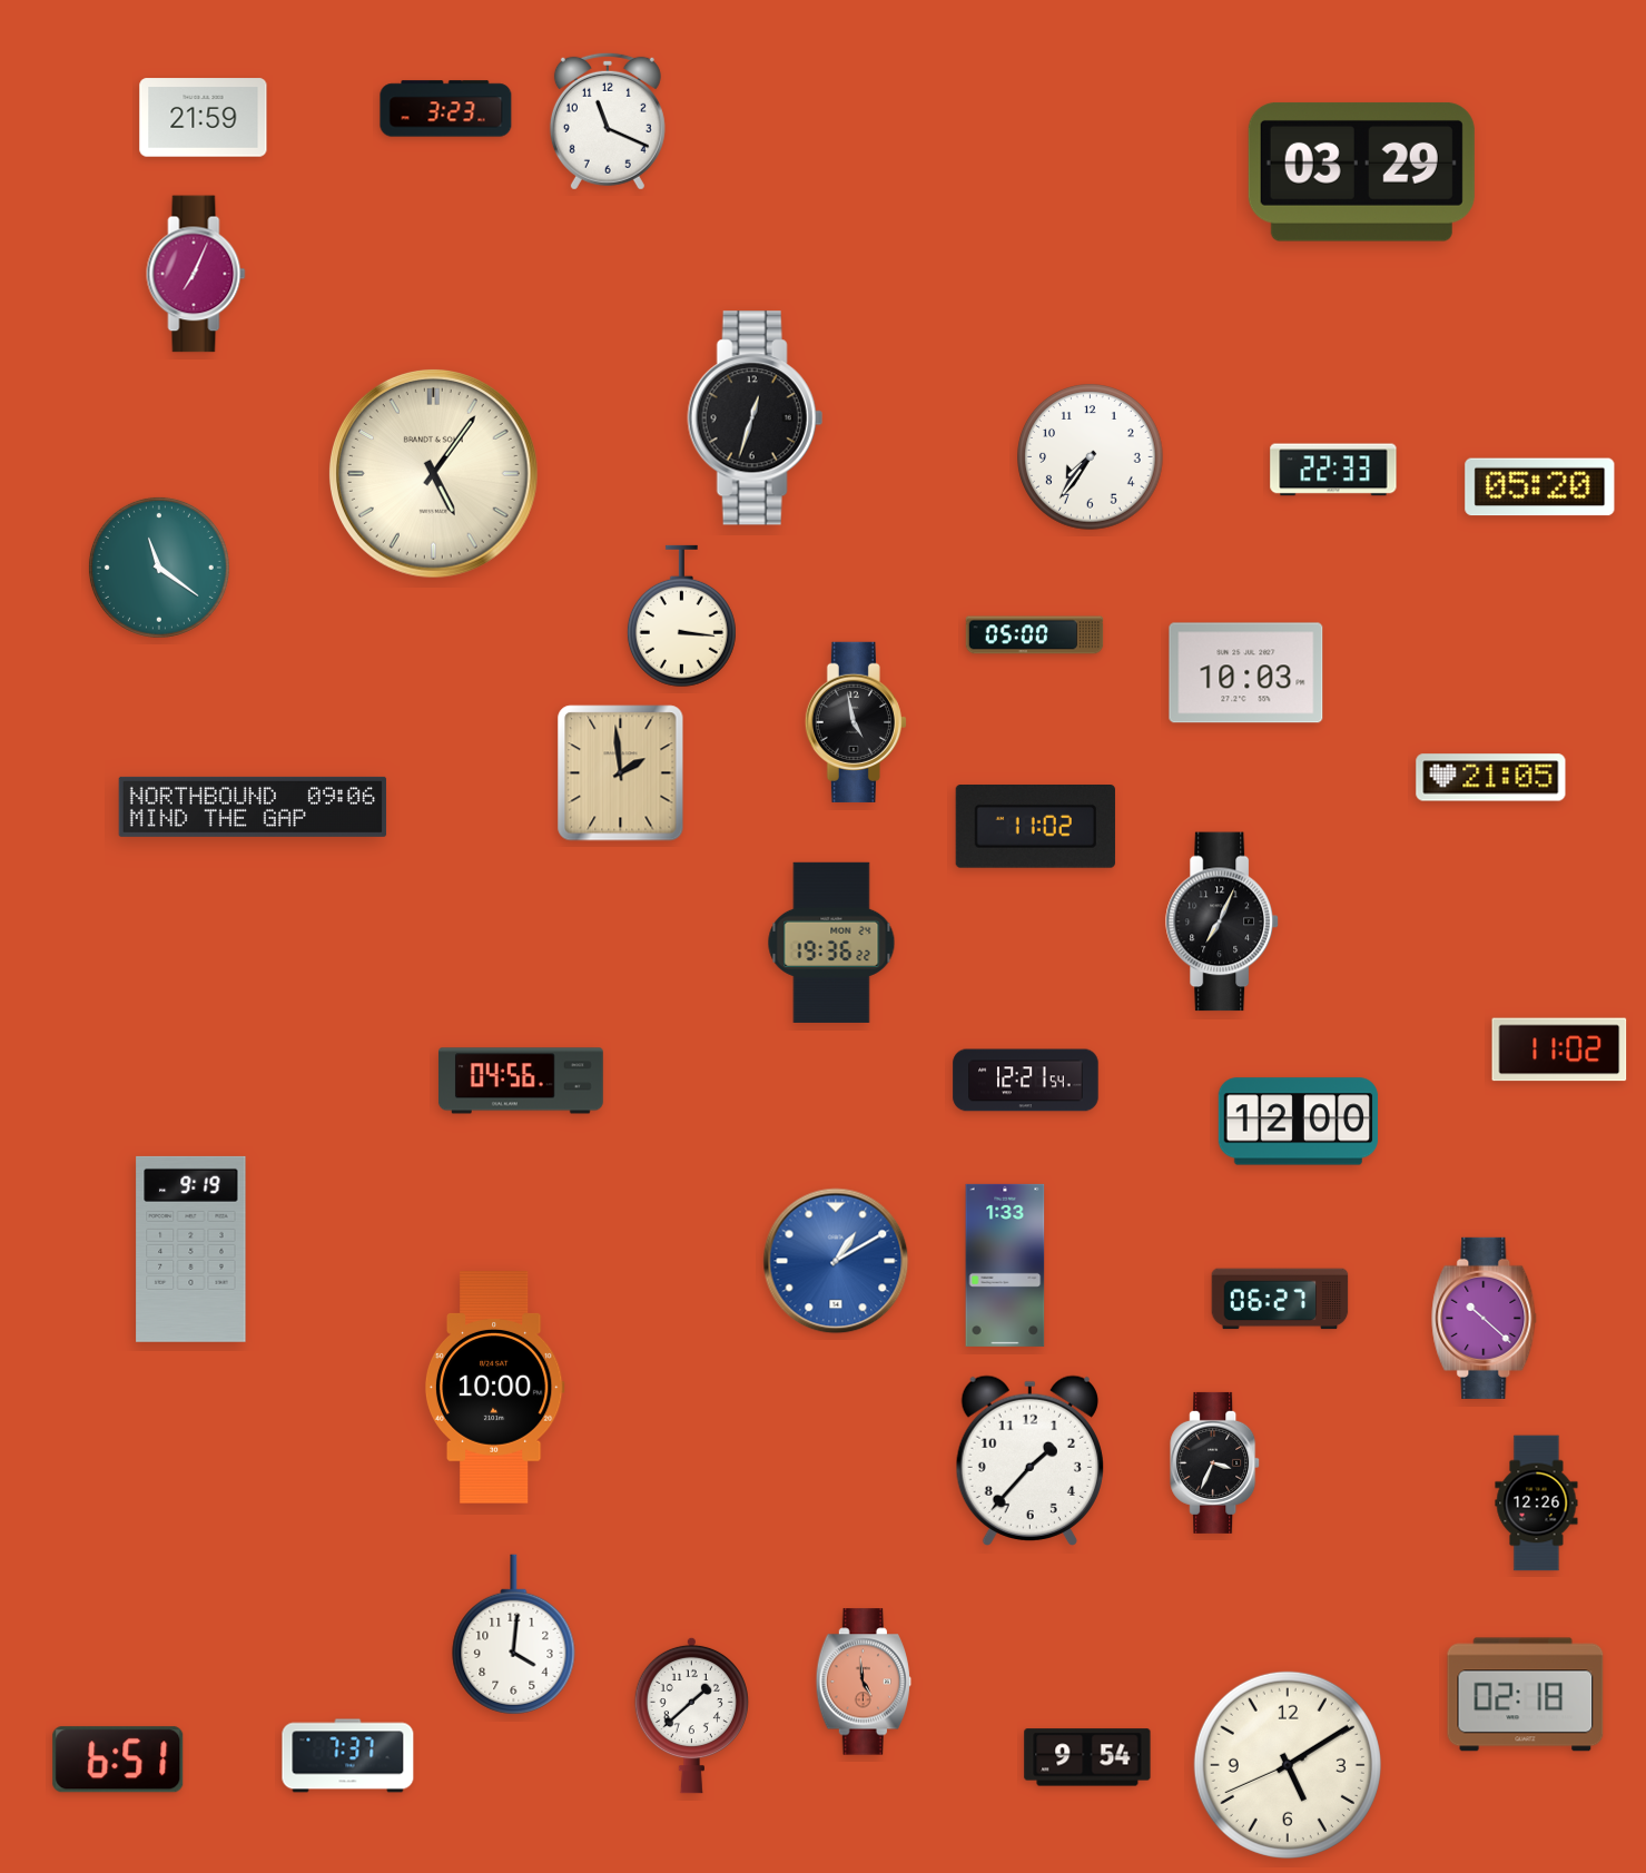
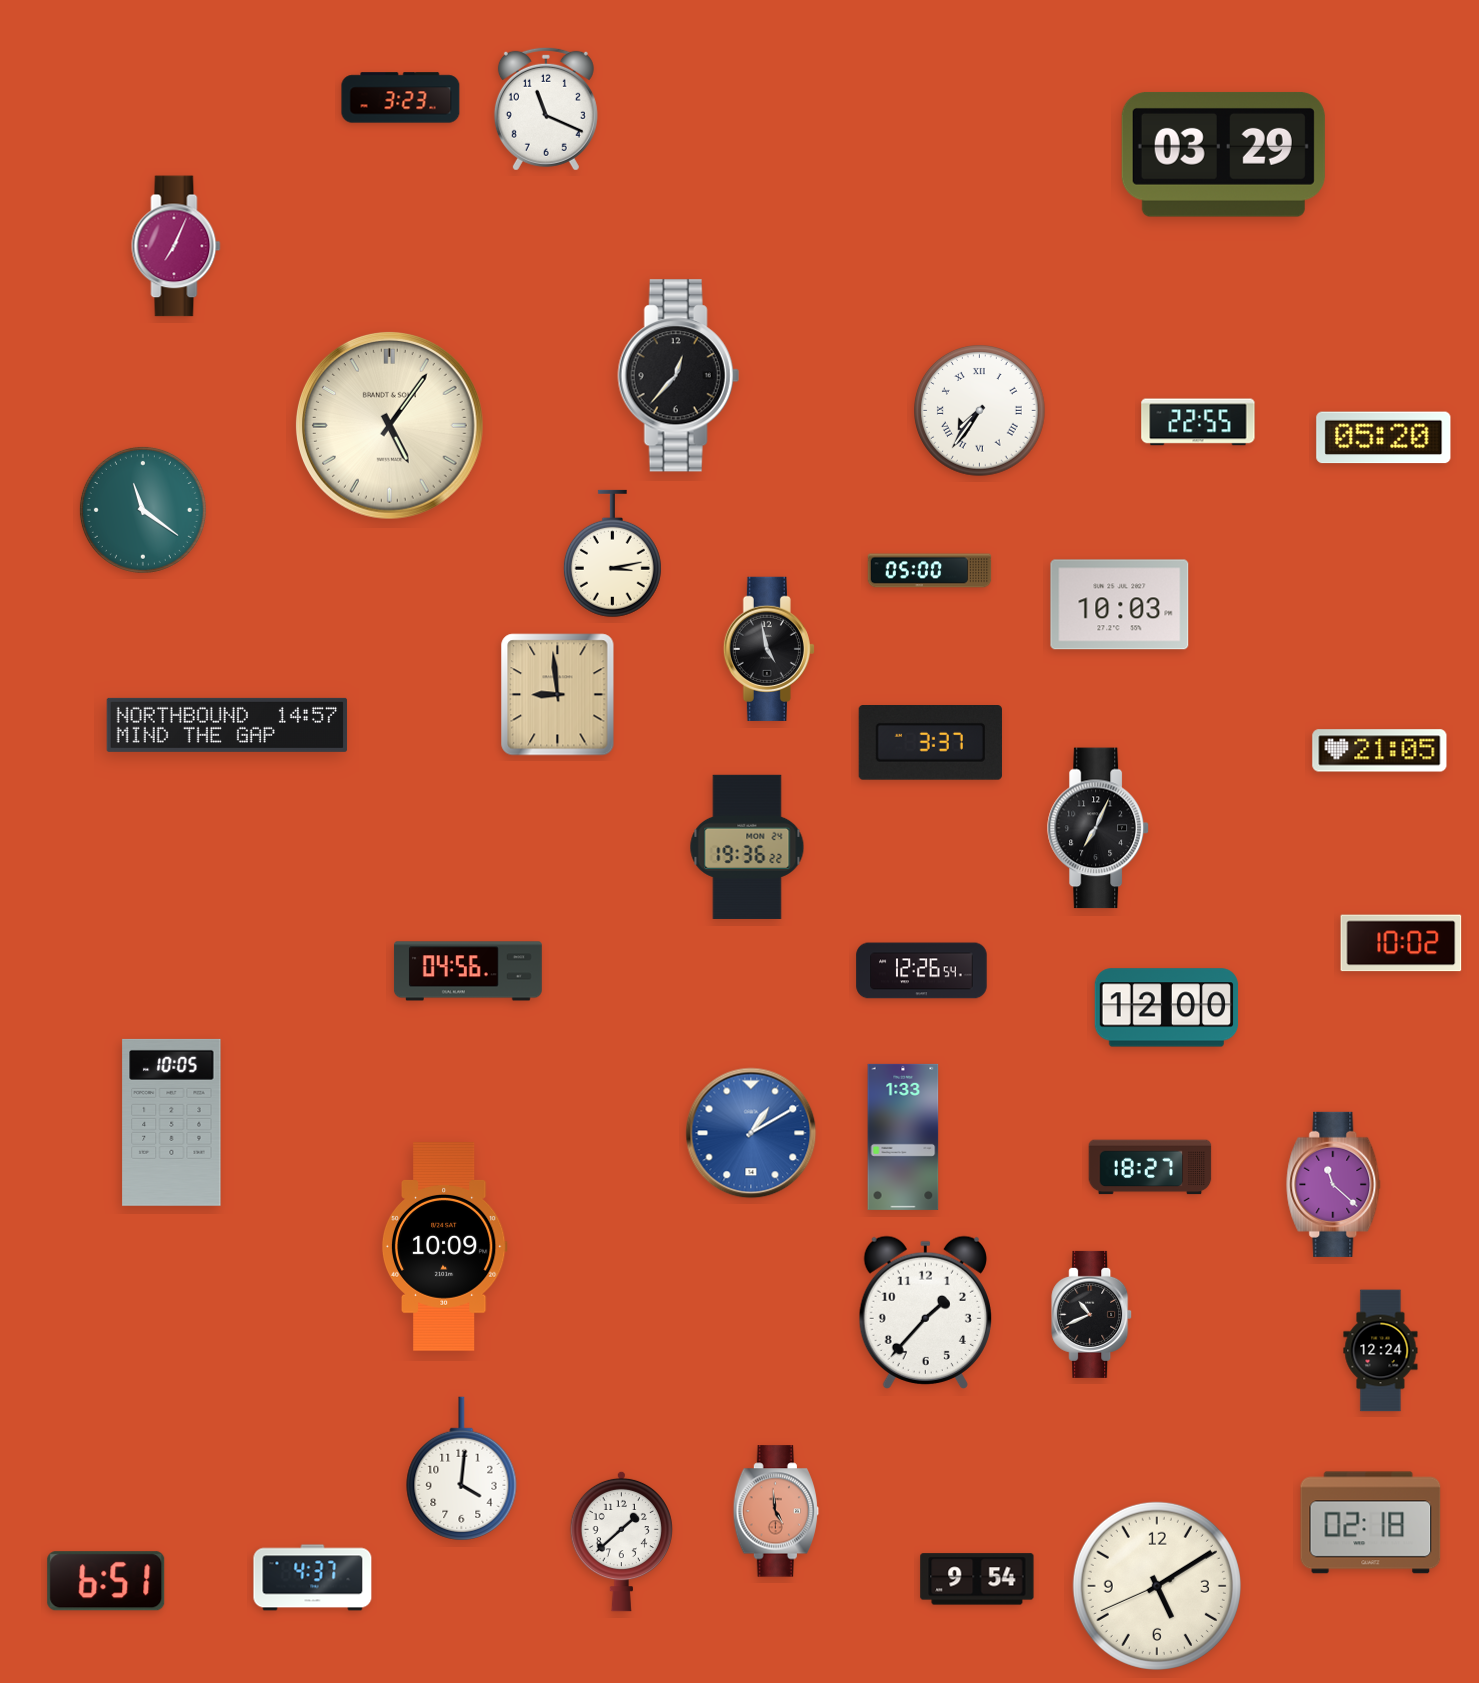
clock at (204, 118): 21:59 -> none
clock at (755, 418): 12:33 -> 12:37
clock at (1091, 457) numerals: Arabic -> Roman
clock at (1333, 470): 22:33 -> 22:55
clock at (681, 617): 3:16 -> 3:13
clock at (621, 773): 1:59 -> 8:59
clock at (1491, 778) position: (1491, 778) -> (1380, 751)
clock at (253, 807): 09:06 -> 14:57
clock at (1035, 827): 11:02 -> 3:37
clock at (1559, 1049): 11:02 -> 10:02
clock at (1026, 1081): 12:21 -> 12:26
clock at (191, 1249): 9:19 -> 10:05
clock at (1280, 1299): 06:27 -> 18:27
clock at (1485, 1318): 10:22 -> 11:22
clock at (494, 1388): 10:00 -> 10:09
clock at (1215, 1462): 3:34 -> 10:41
clock at (1537, 1504): 12:26 -> 12:24
clock at (348, 1756): 7:37 -> 4:37
